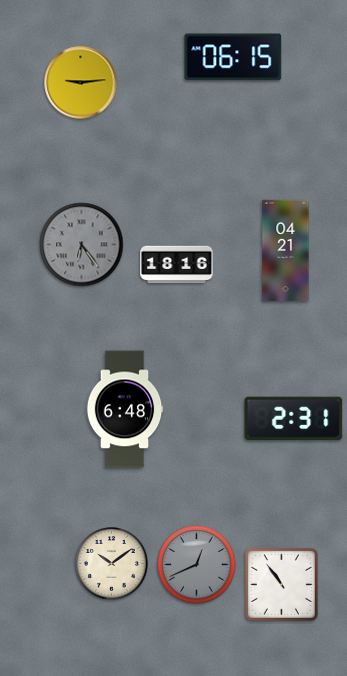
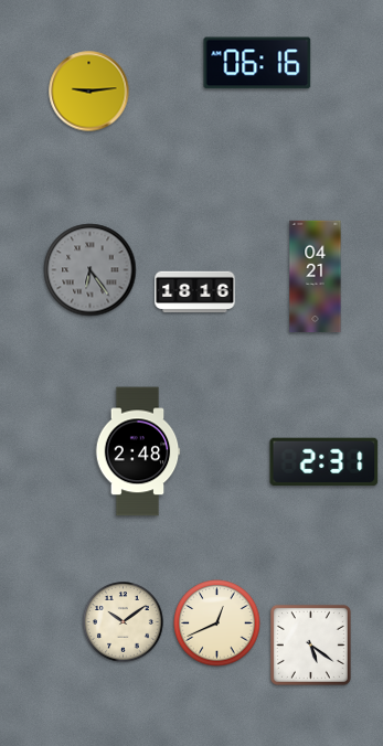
clock at (233, 57): 06:15 -> 06:16
clock at (125, 409): 6:48 -> 2:48
clock at (197, 565) dial: grey -> cream
clock at (281, 584): 10:54 -> 5:21
